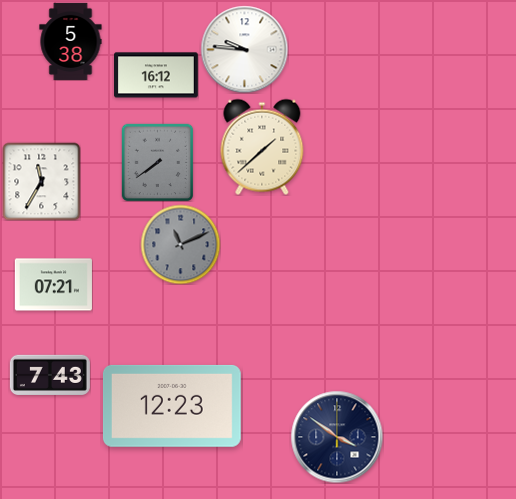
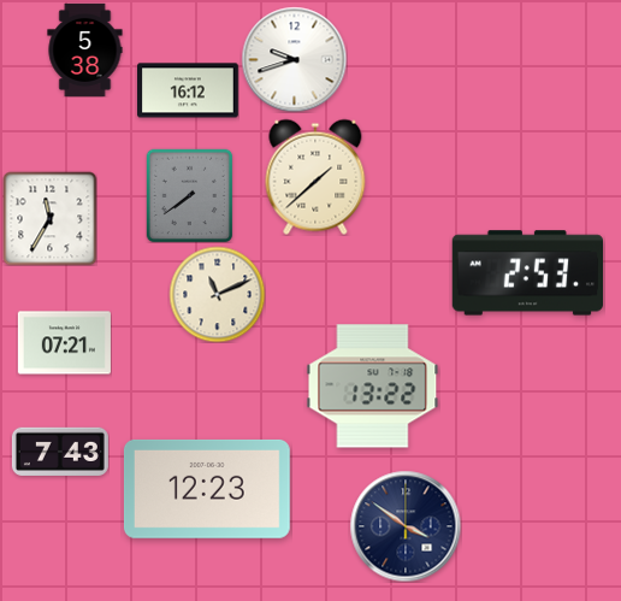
clock at (244, 49): 9:46 -> 9:42
clock at (527, 273): none -> 2:53
clock at (180, 244) dial: grey -> cream
clock at (373, 387): none -> 13:22
